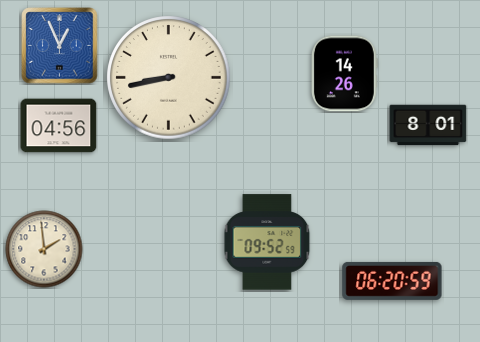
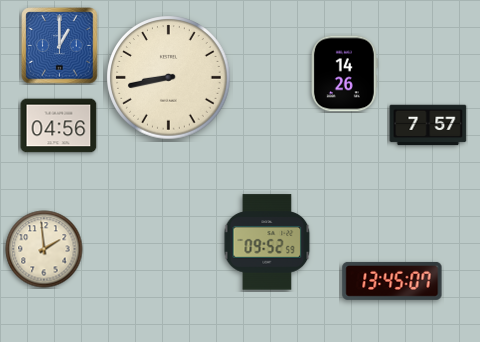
clock at (60, 46): 12:56 -> 1:00
clock at (428, 125): 8:01 -> 7:57
clock at (392, 281): 06:20 -> 13:45
